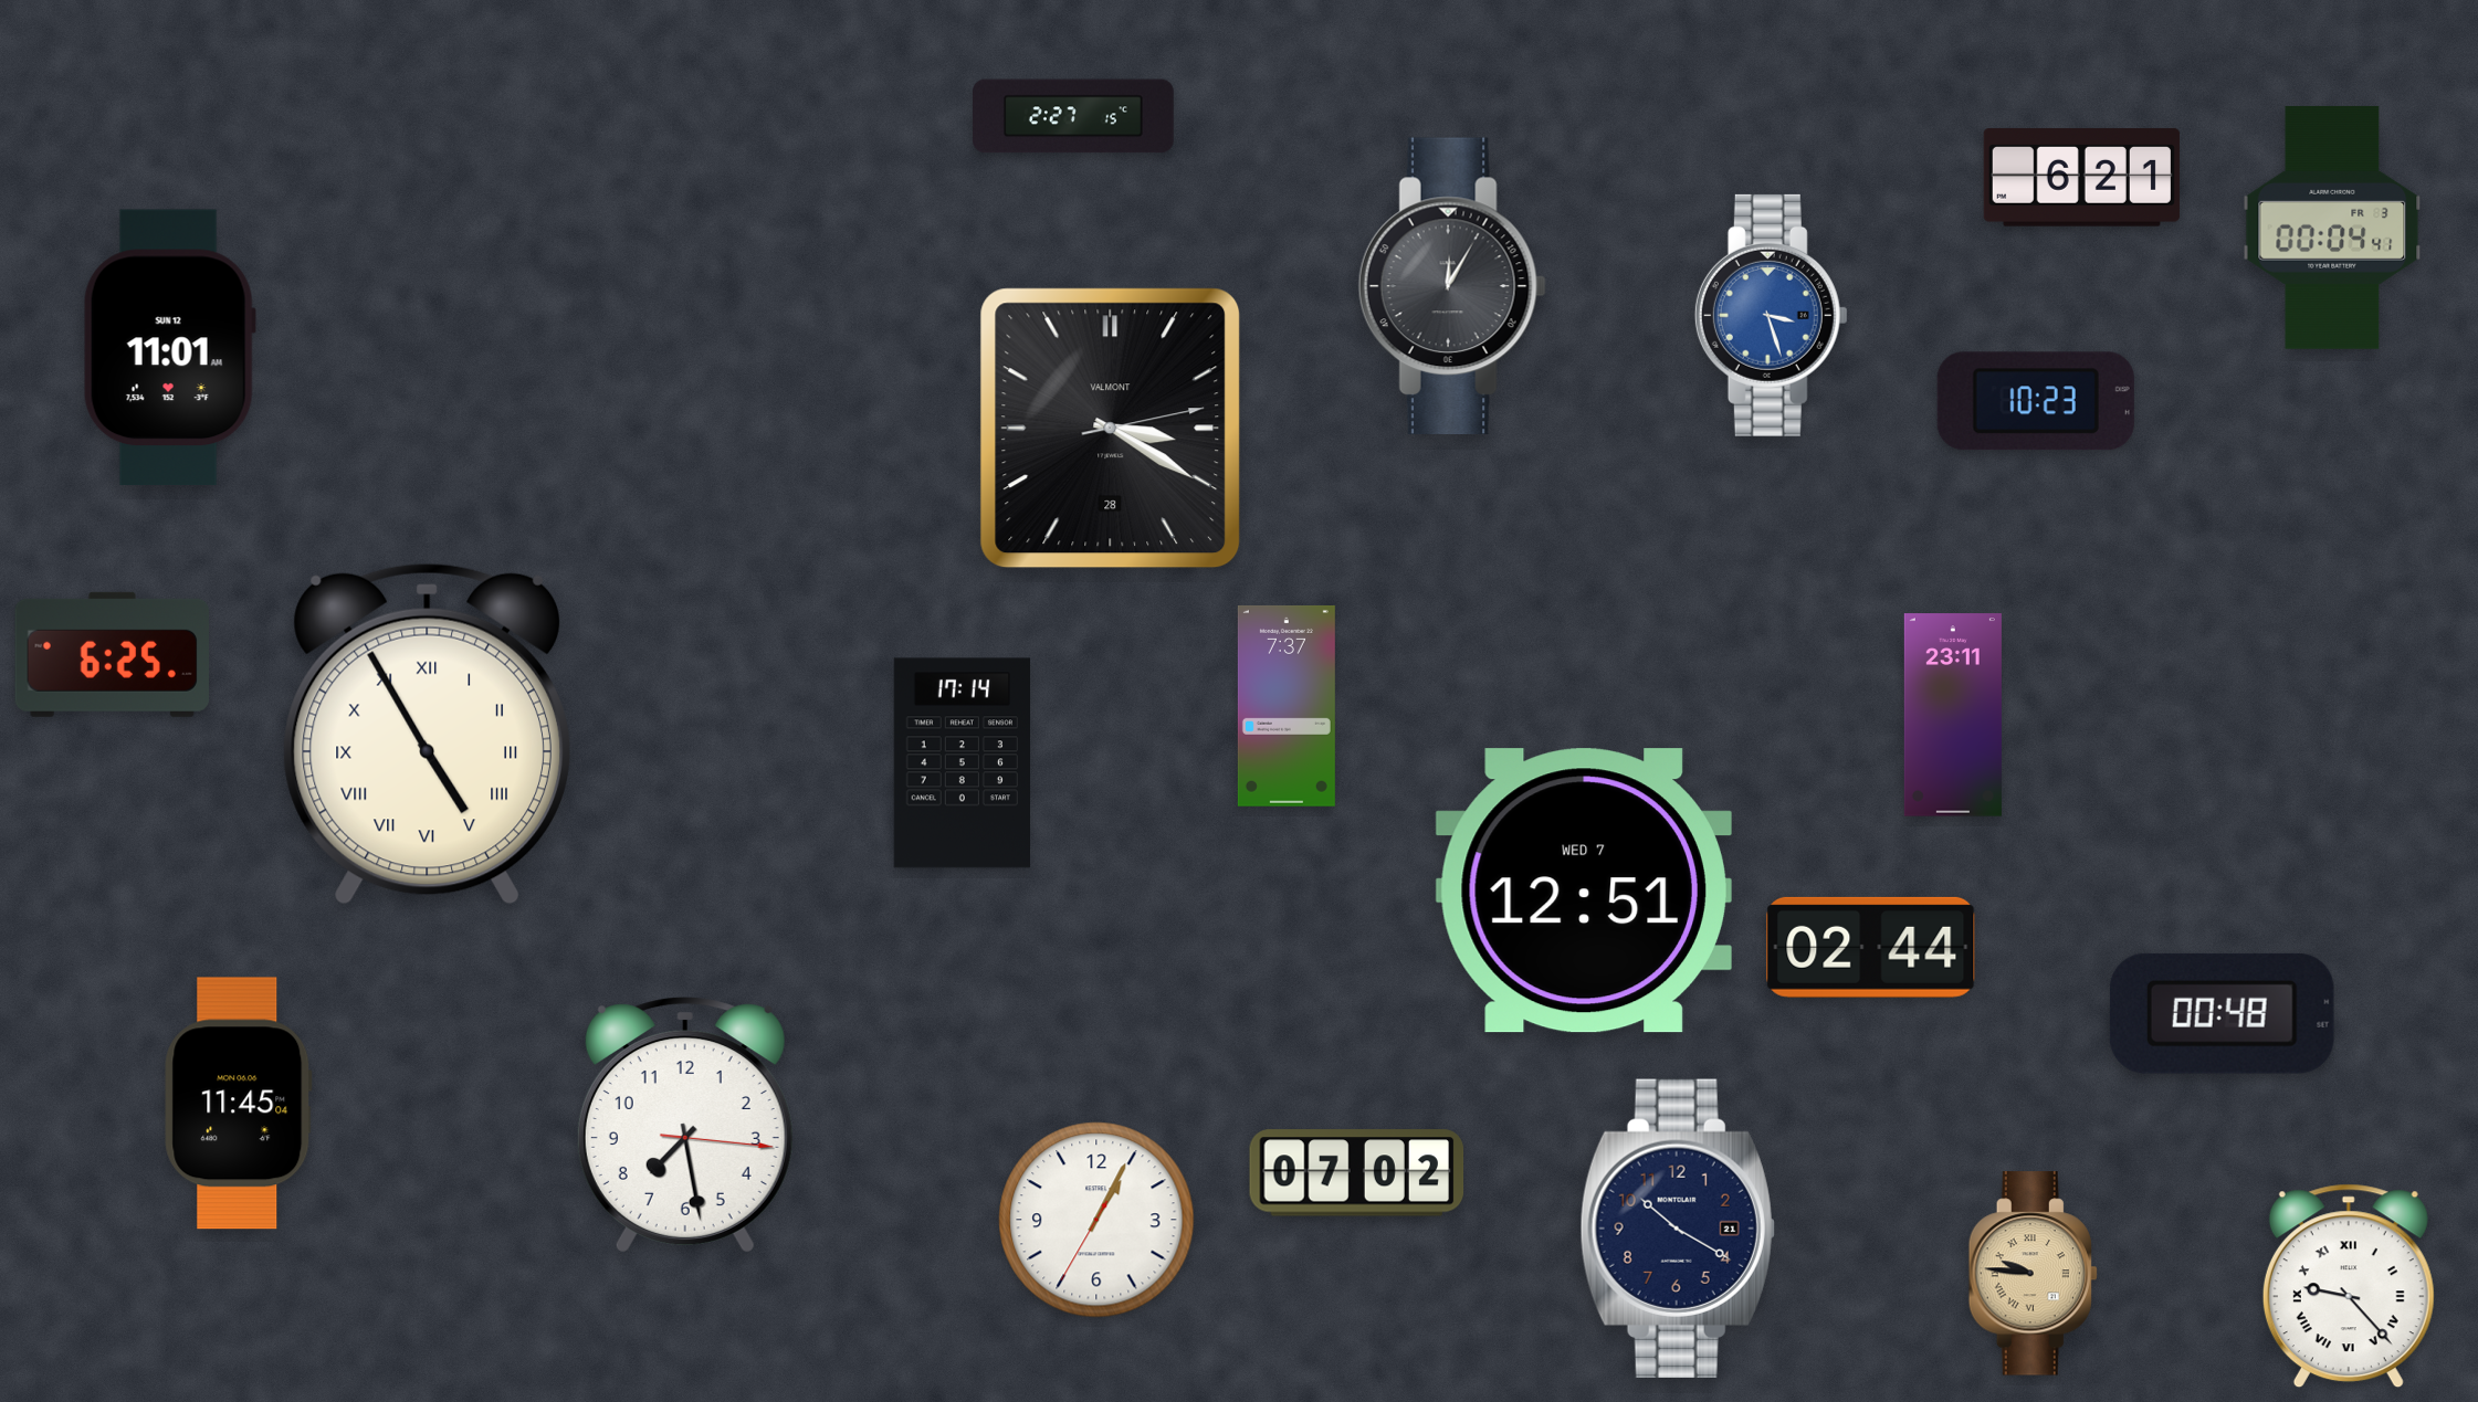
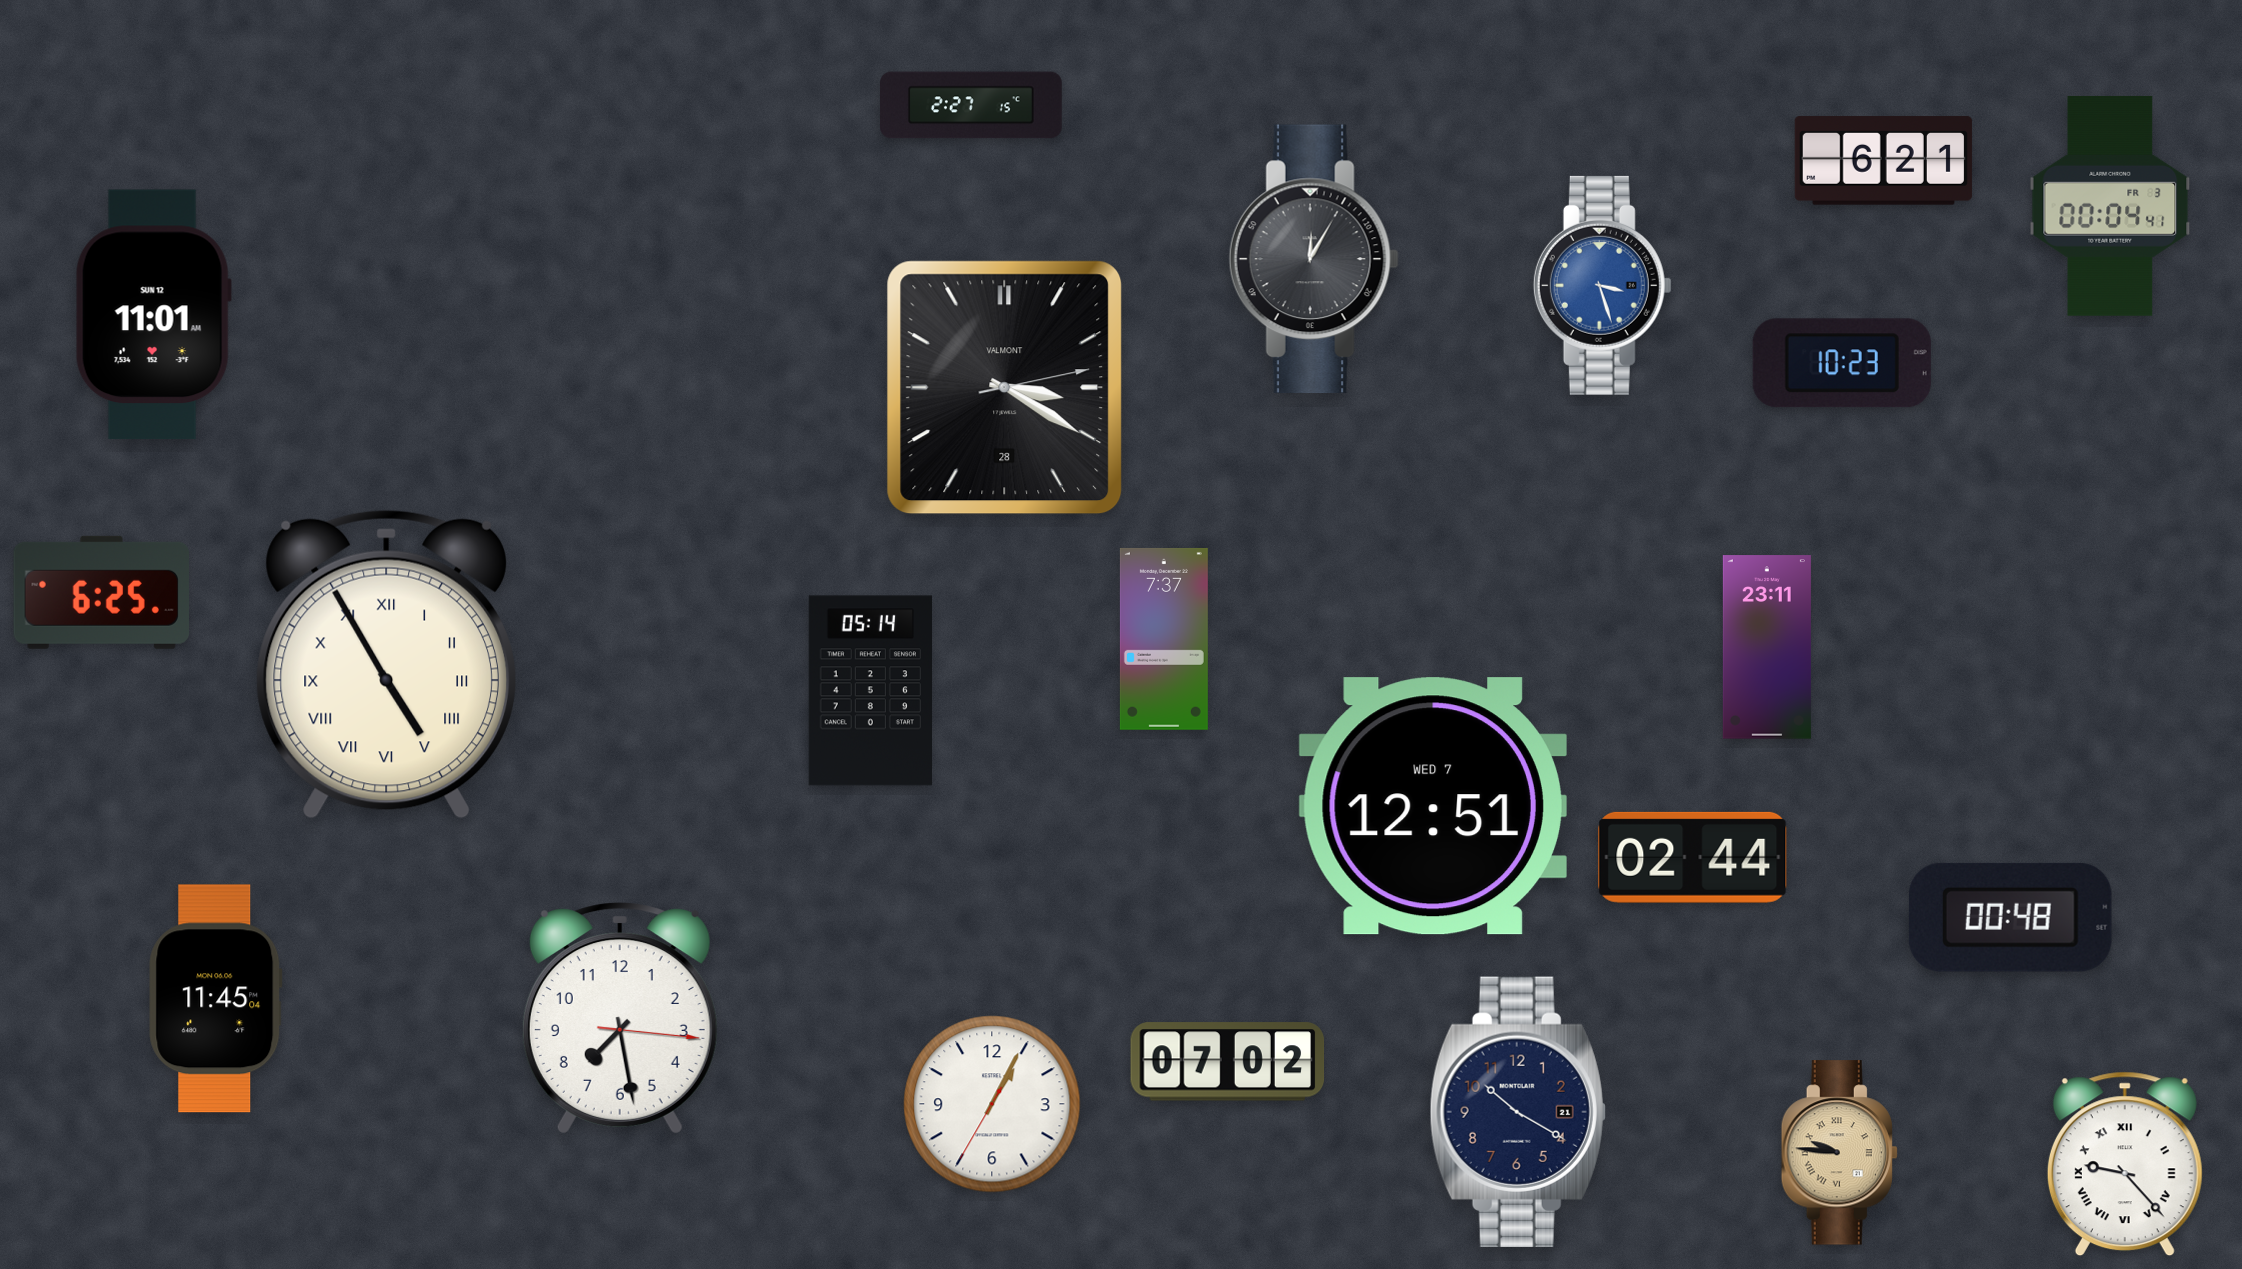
clock at (962, 763): 17:14 -> 05:14
